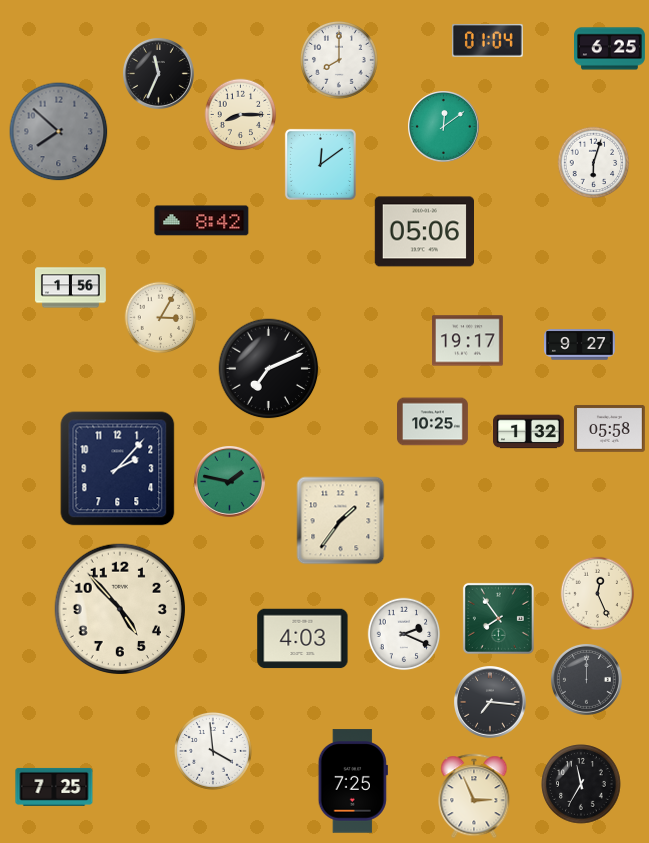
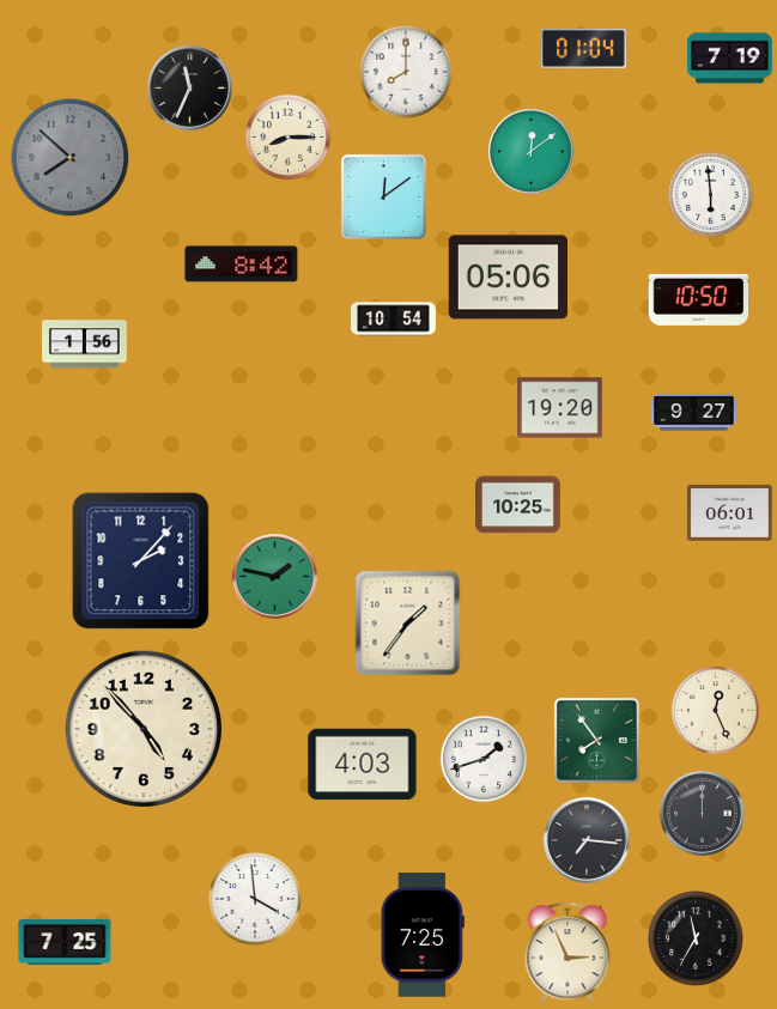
clock at (610, 49): 6:25 -> 7:19
clock at (594, 163): 6:03 -> 5:59
clock at (699, 299): none -> 10:50
clock at (394, 320): none -> 10:54
clock at (161, 318): 3:05 -> none
clock at (468, 341): 19:17 -> 19:20
clock at (269, 369): 7:11 -> none
clock at (609, 428): 05:58 -> 06:01
clock at (529, 432): 1:32 -> none
clock at (404, 634): 2:19 -> 1:42
